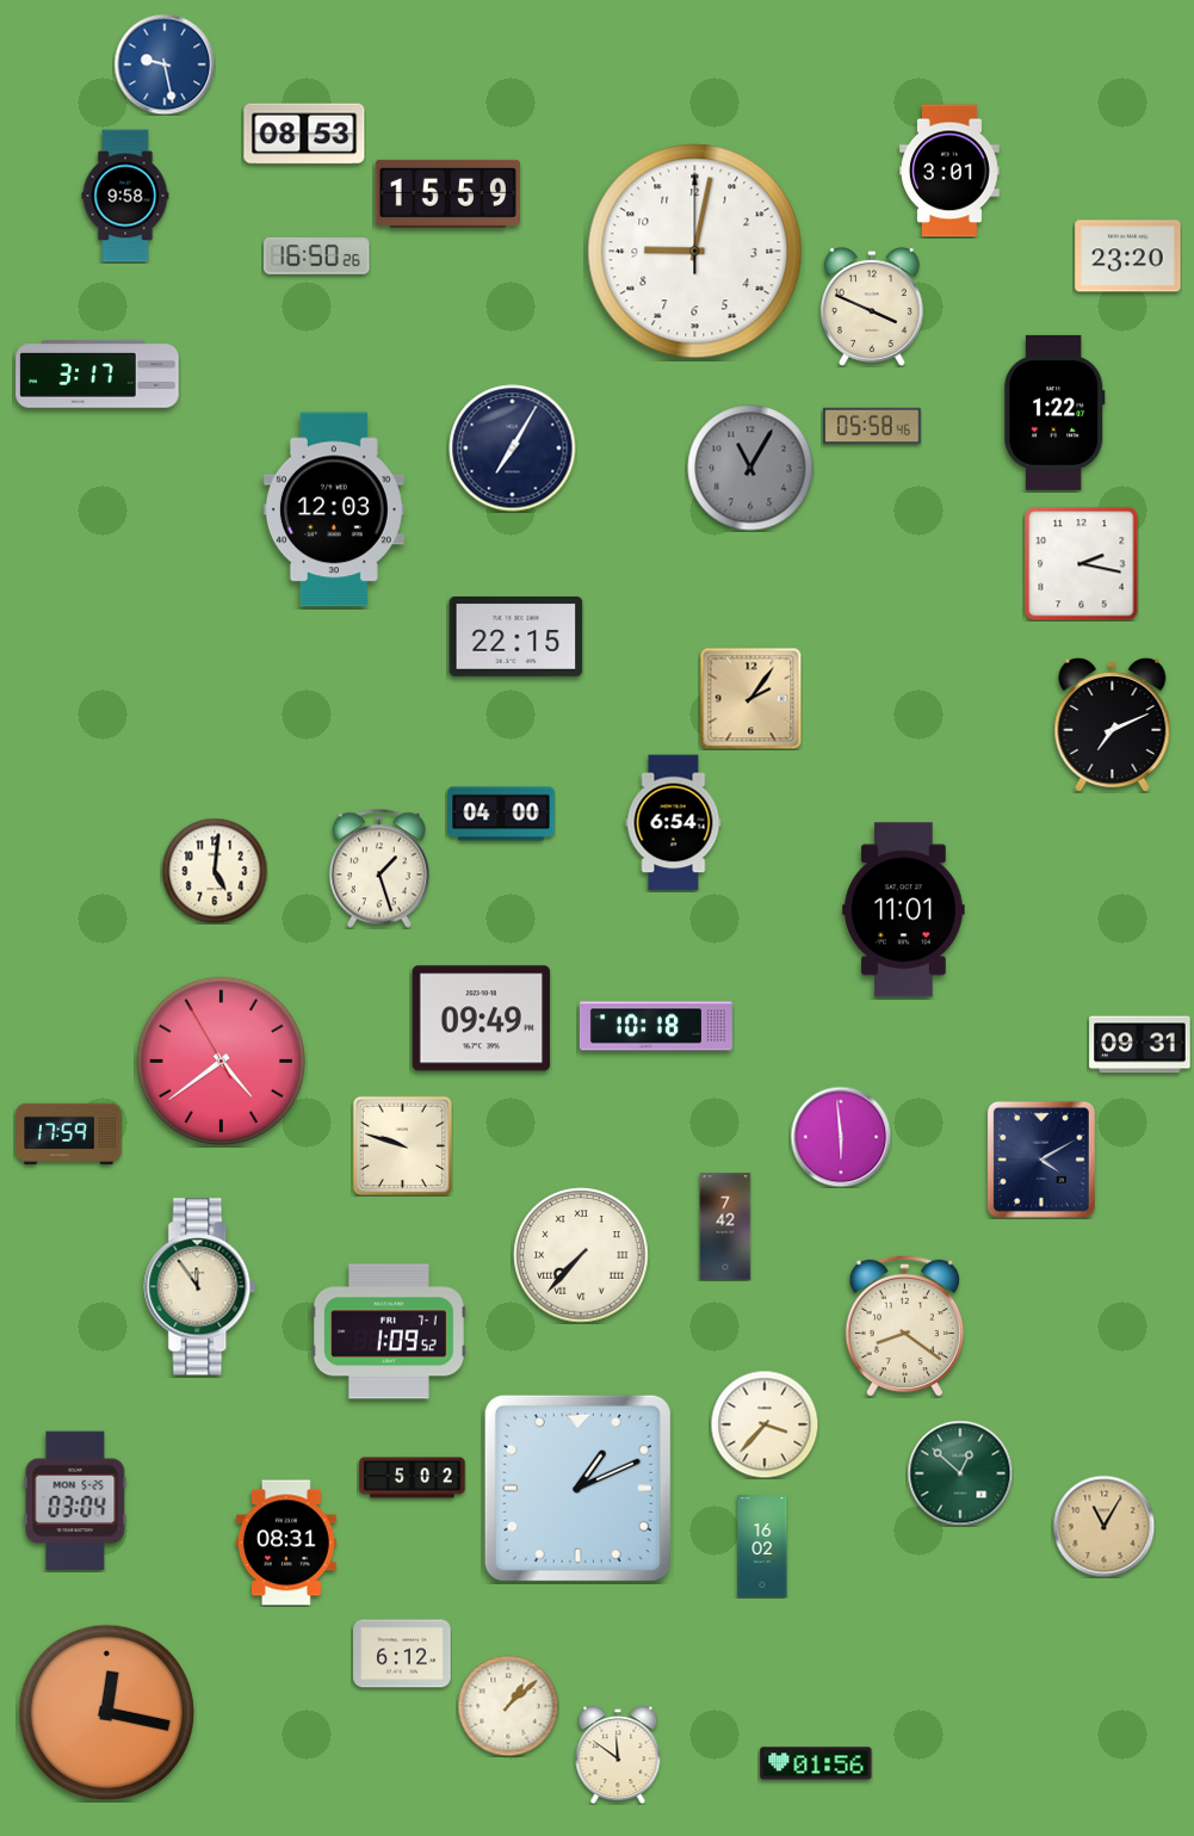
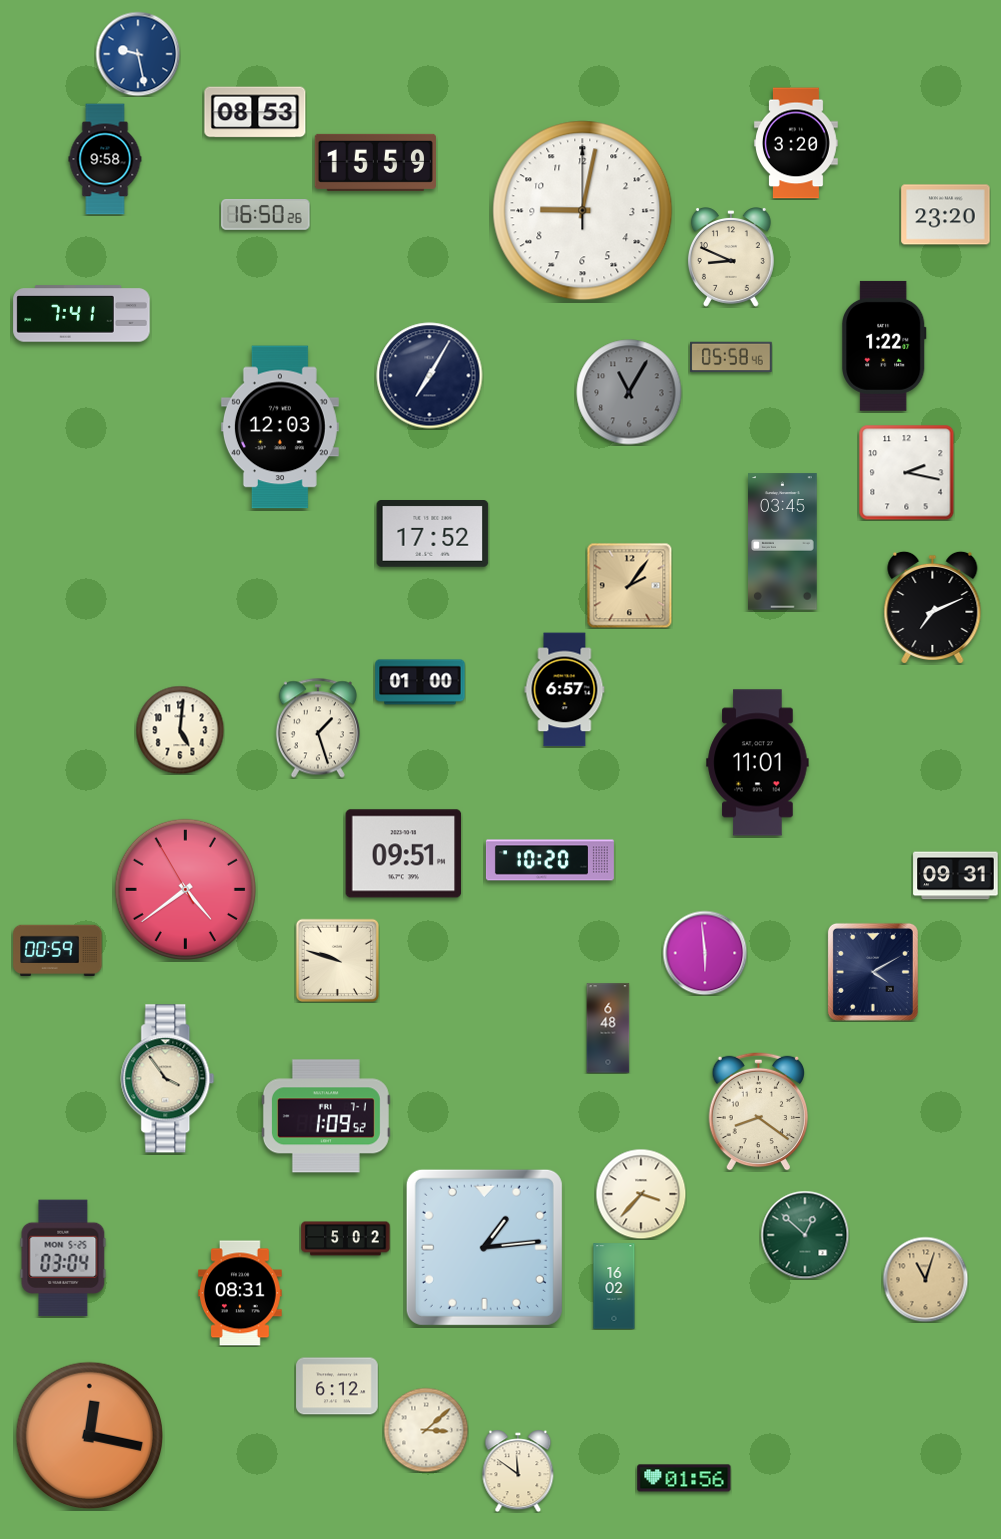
clock at (951, 171): 3:01 -> 3:20
clock at (125, 196) position: (125, 196) -> (105, 159)
clock at (872, 307): 3:49 -> 8:49
clock at (98, 375): 3:17 -> 7:41
clock at (516, 637): 22:15 -> 17:52
clock at (783, 542): none -> 03:45
clock at (501, 814): 04:00 -> 01:00
clock at (674, 823): 6:54 -> 6:57
clock at (482, 1019): 09:49 -> 09:51
clock at (656, 1026): 10:18 -> 10:20
clock at (69, 1133): 17:59 -> 00:59
clock at (725, 1226): 7:42 -> 6:48
clock at (581, 1255): 7:37 -> none
clock at (200, 1287): 11:54 -> 3:54
clock at (577, 1488): 1:11 -> 1:14
clock at (1103, 1526): 11:05 -> 11:03
clock at (762, 1546) position: (762, 1546) -> (614, 1286)
clock at (508, 1706): 1:08 -> 3:08
